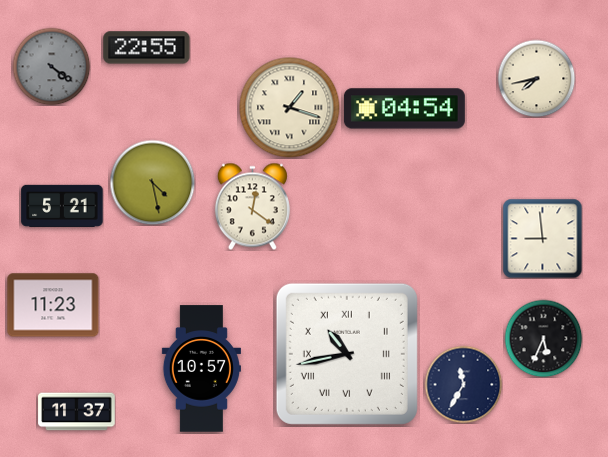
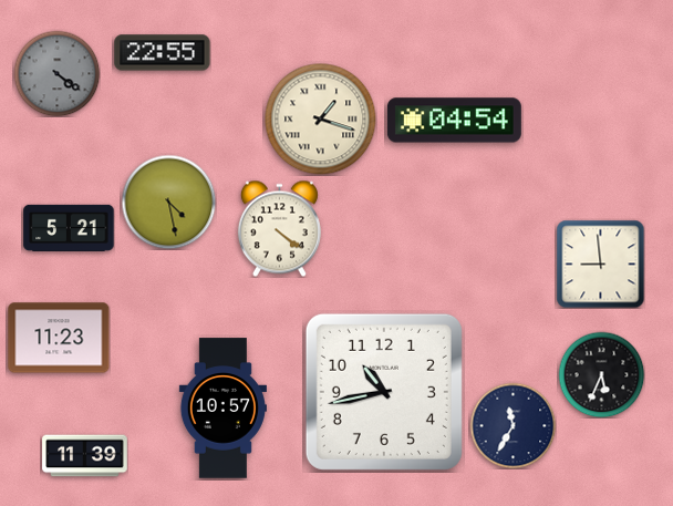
clock at (536, 78): 7:43 -> none
clock at (404, 109) position: (404, 109) -> (454, 121)
clock at (252, 206): 12:21 -> 4:21
clock at (347, 354) numerals: Roman -> Arabic
clock at (77, 412): 11:37 -> 11:39
